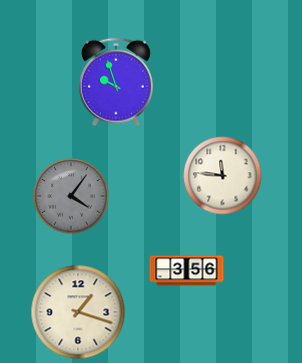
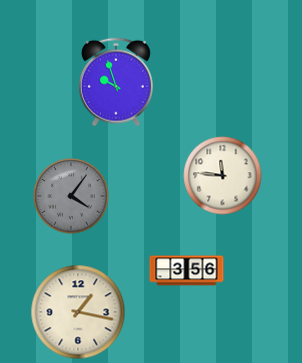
clock at (78, 312): 1:18 -> 1:17
